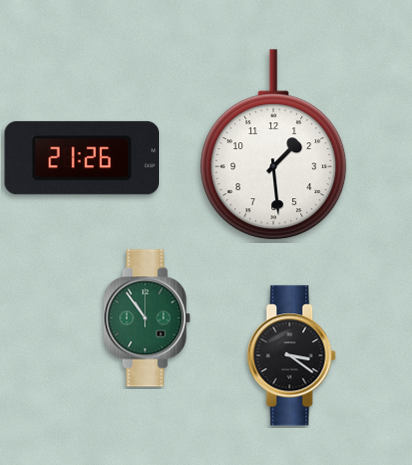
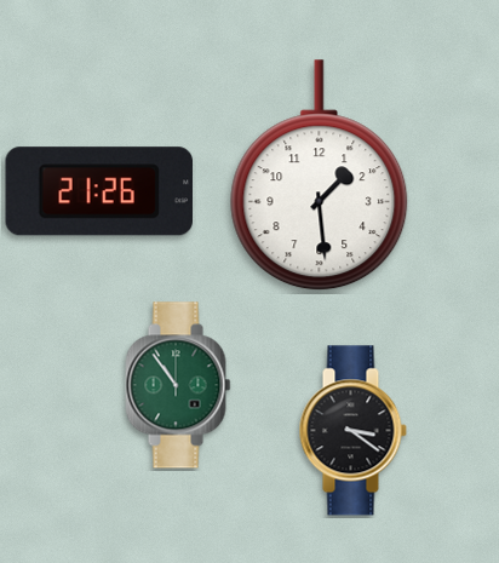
clock at (274, 145) position: (274, 145) -> (320, 176)
